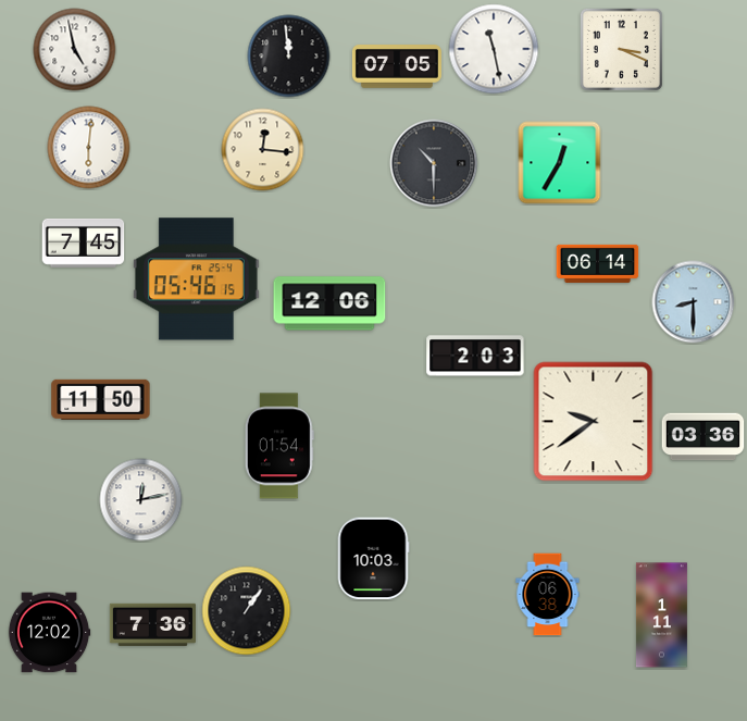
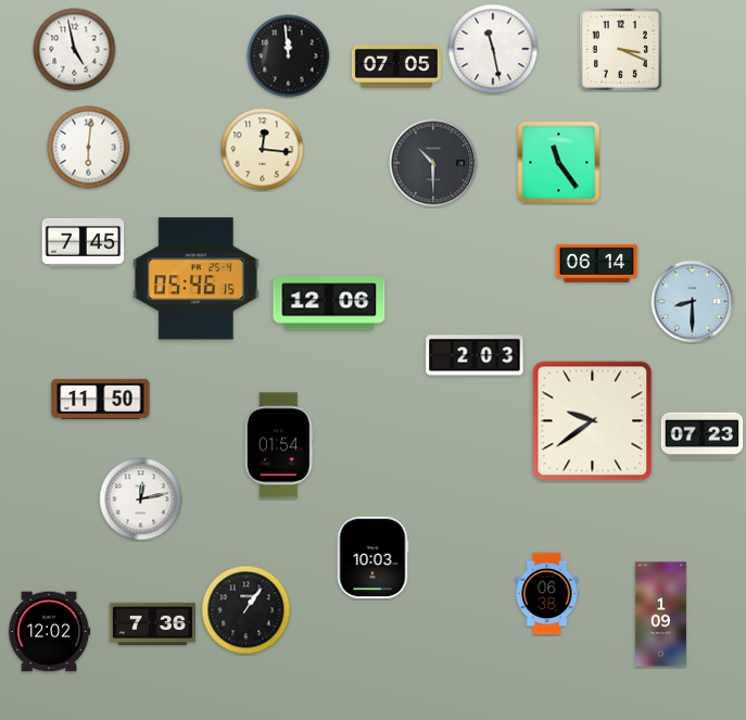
clock at (560, 163): 12:35 -> 11:24
clock at (704, 437): 03:36 -> 07:23
clock at (661, 616): 1:11 -> 1:09
